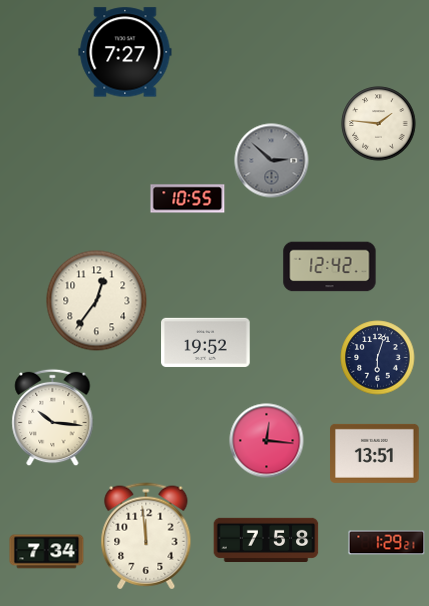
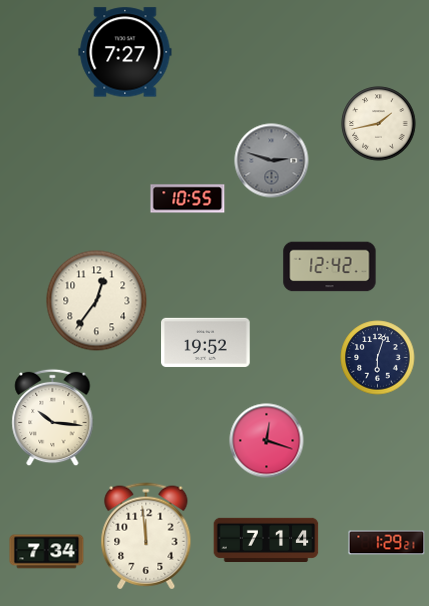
clock at (379, 124): 1:46 -> 1:43
clock at (272, 161): 2:52 -> 2:48
clock at (267, 441): 12:16 -> 12:18
clock at (375, 453): 13:51 -> none
clock at (266, 539): 7:58 -> 7:14
